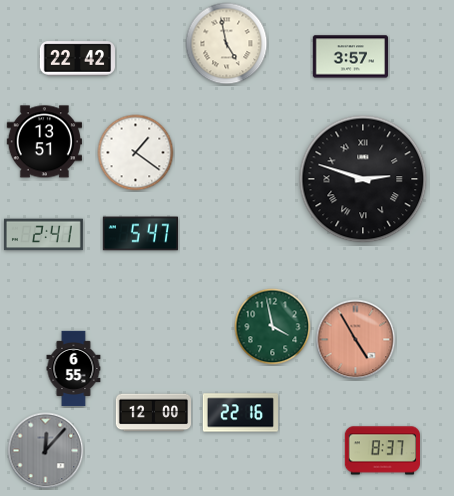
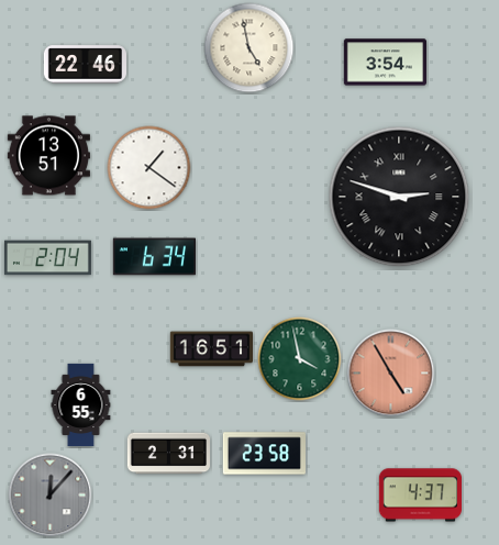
clock at (350, 57): 3:57 -> 3:54
clock at (77, 59): 22:42 -> 22:46
clock at (140, 234): 5:47 -> 6:34
clock at (43, 235): 2:41 -> 2:04
clock at (211, 349): none -> 16:51
clock at (153, 413): 12:00 -> 2:31
clock at (240, 413): 22:16 -> 23:58
clock at (382, 451): 8:37 -> 4:37
